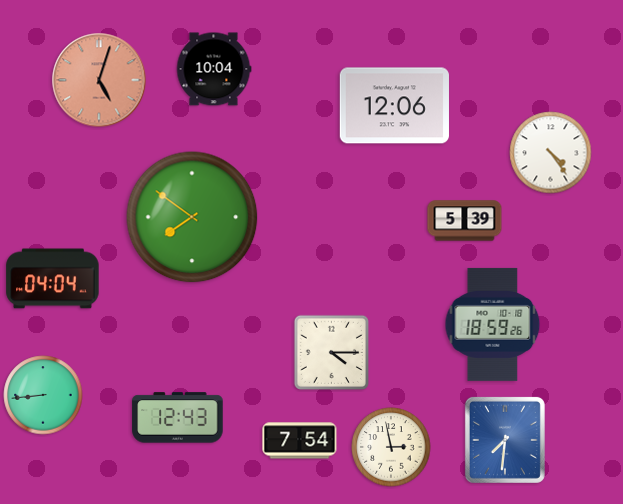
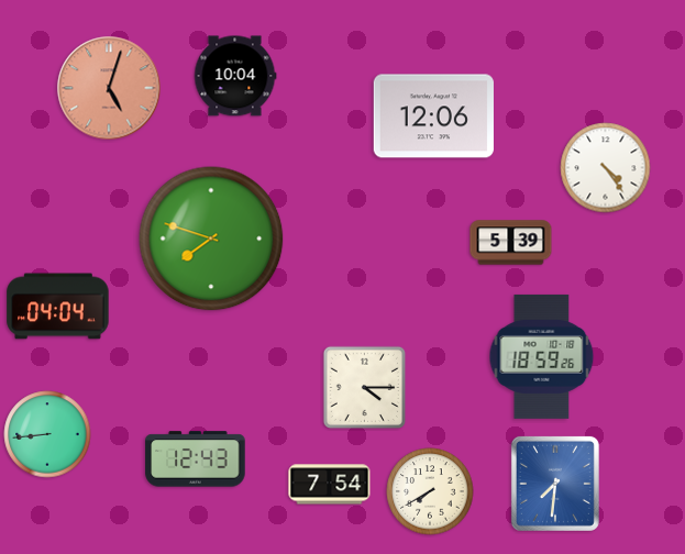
clock at (192, 217): 7:51 -> 7:48
clock at (391, 447): 2:58 -> 7:40
